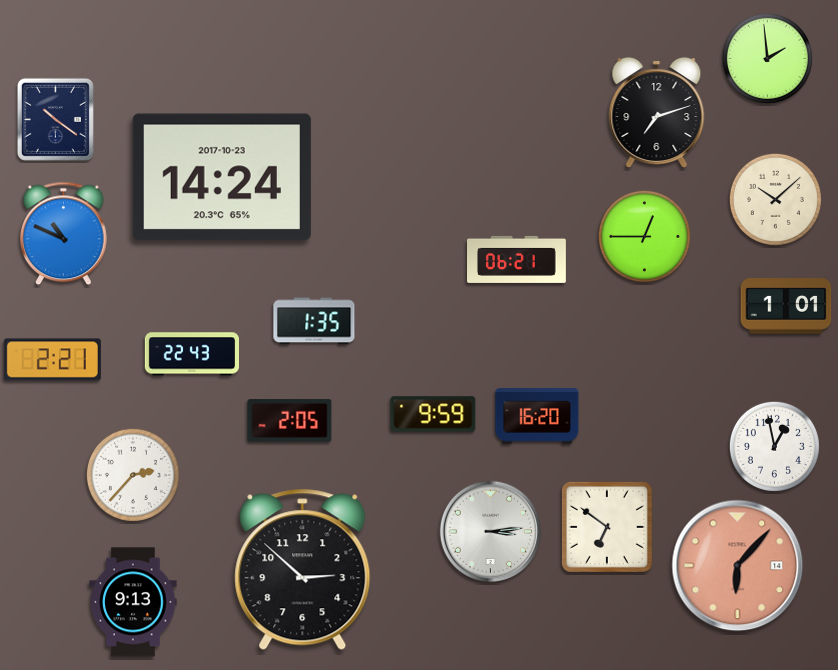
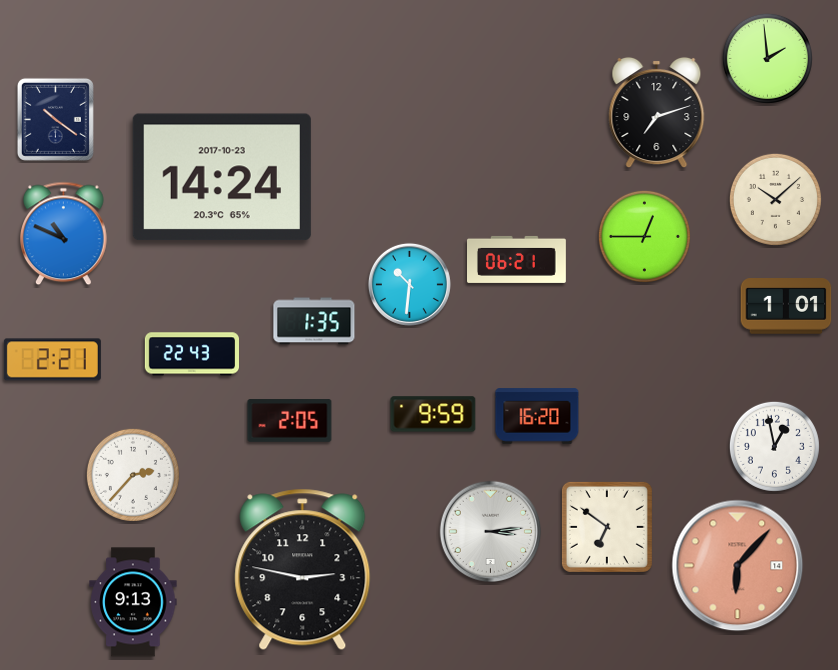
clock at (409, 284): none -> 10:31
clock at (303, 570): 2:52 -> 2:47
